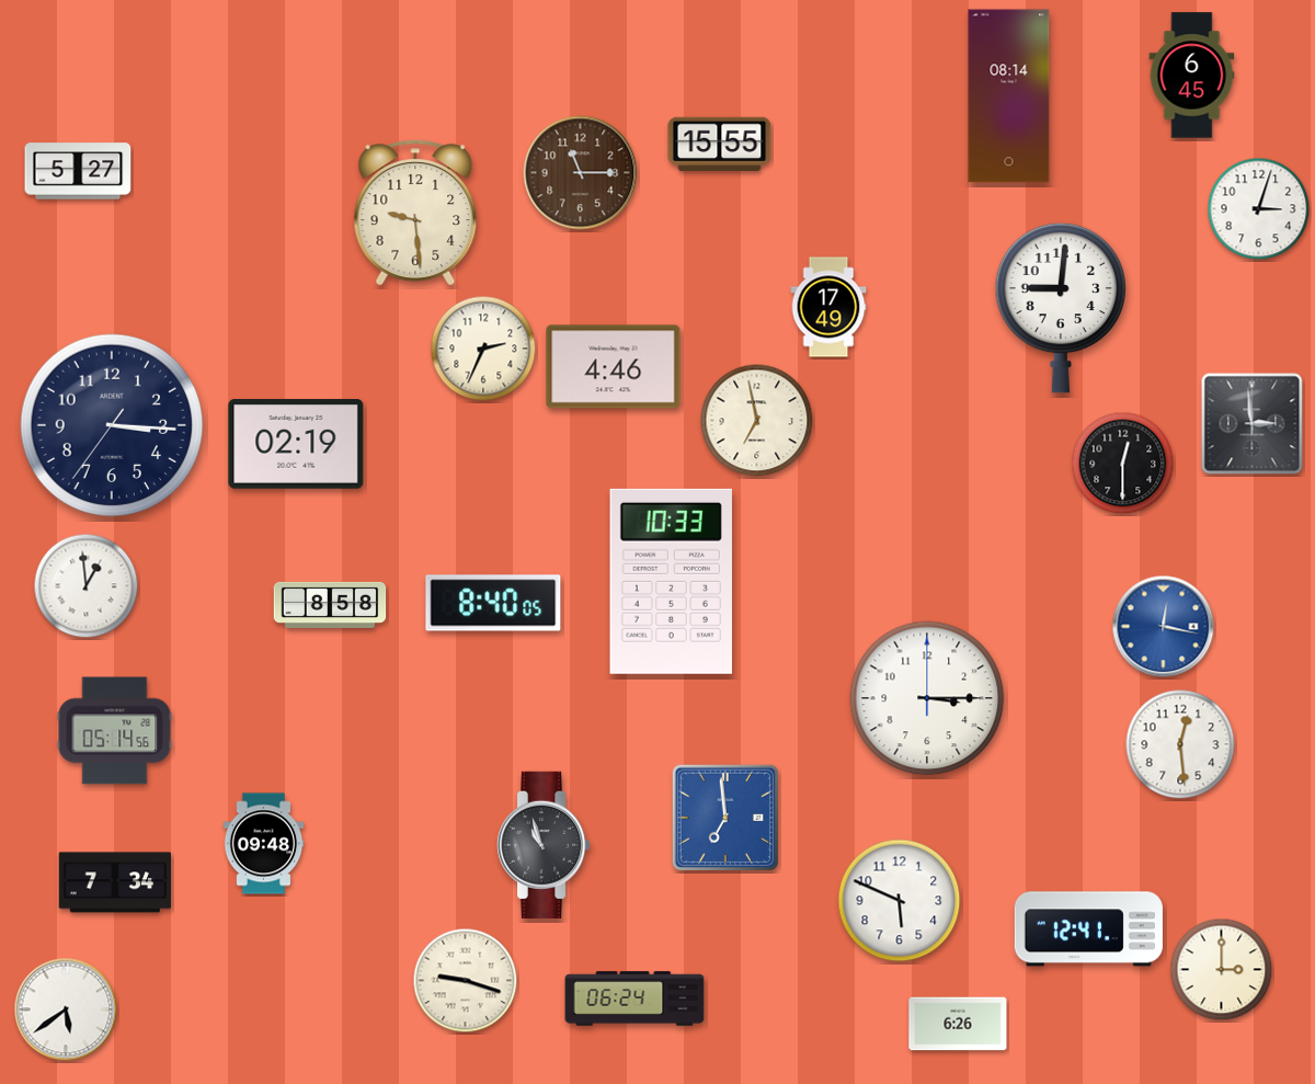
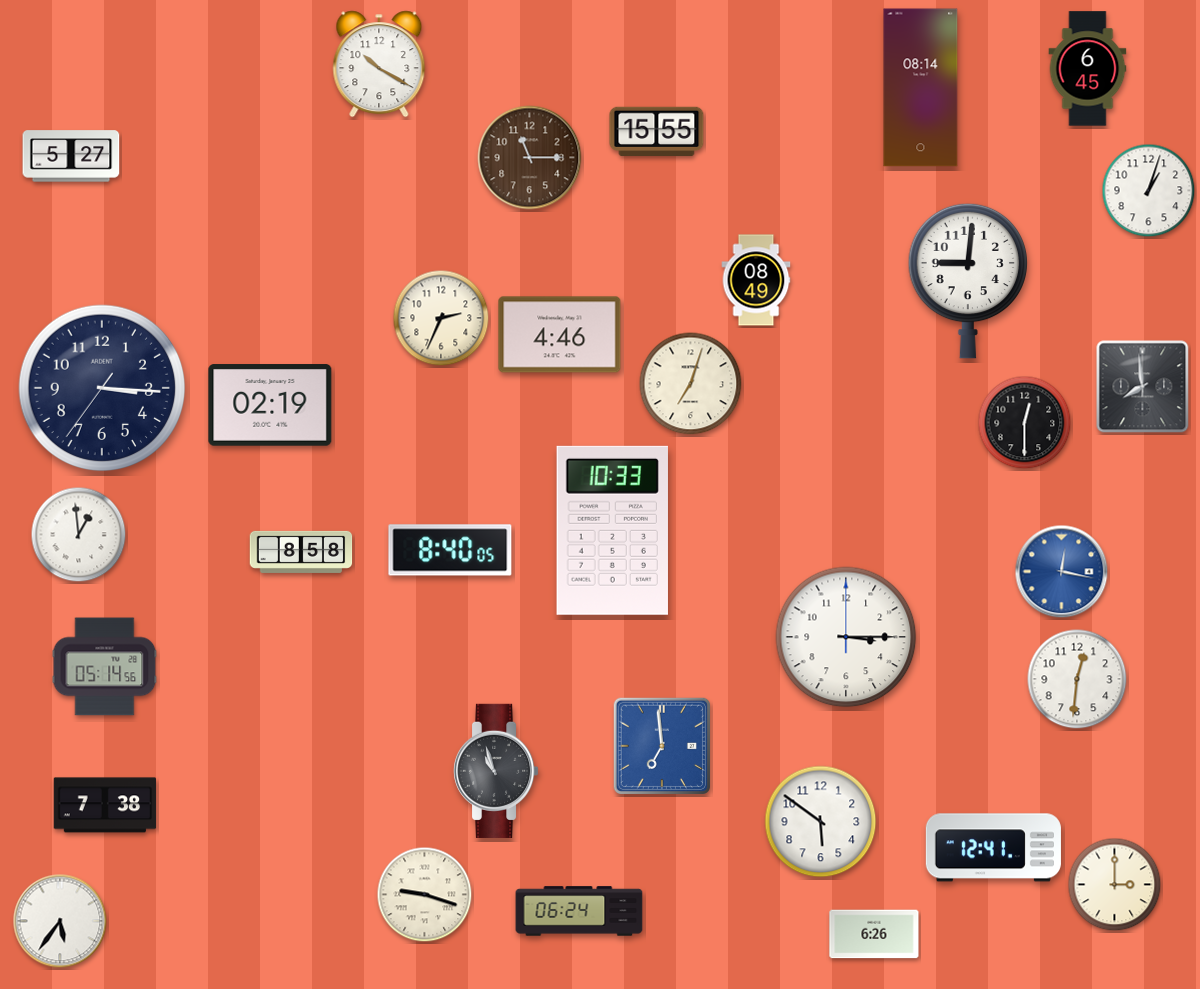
clock at (379, 64): none -> 10:20
clock at (1259, 209): 3:03 -> 1:03
clock at (415, 213): 9:29 -> none
clock at (828, 307): 17:49 -> 08:49
clock at (757, 421): 6:58 -> 7:03
clock at (1253, 424): 2:59 -> 7:59
clock at (1180, 744): 12:29 -> 12:31
clock at (264, 844): 09:48 -> none
clock at (115, 882): 7:34 -> 7:38
clock at (900, 901): 5:49 -> 5:51
clock at (66, 1009): 5:39 -> 5:36
